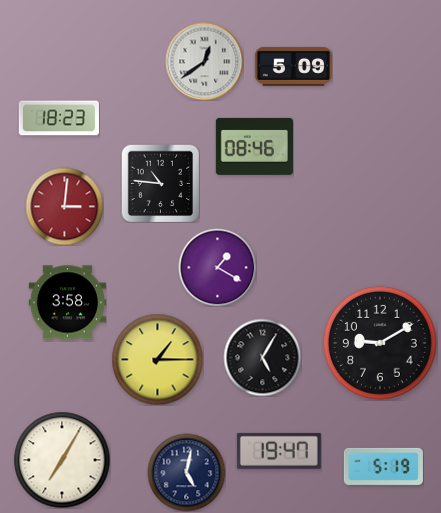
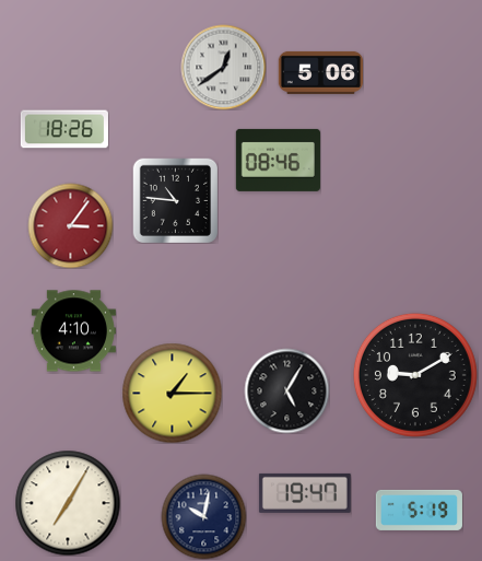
clock at (293, 66): 5:09 -> 5:06
clock at (59, 118): 18:23 -> 18:26
clock at (64, 206): 3:01 -> 3:06
clock at (217, 267): 1:20 -> none
clock at (67, 303): 3:58 -> 4:10
clock at (186, 472): 5:02 -> 10:02
